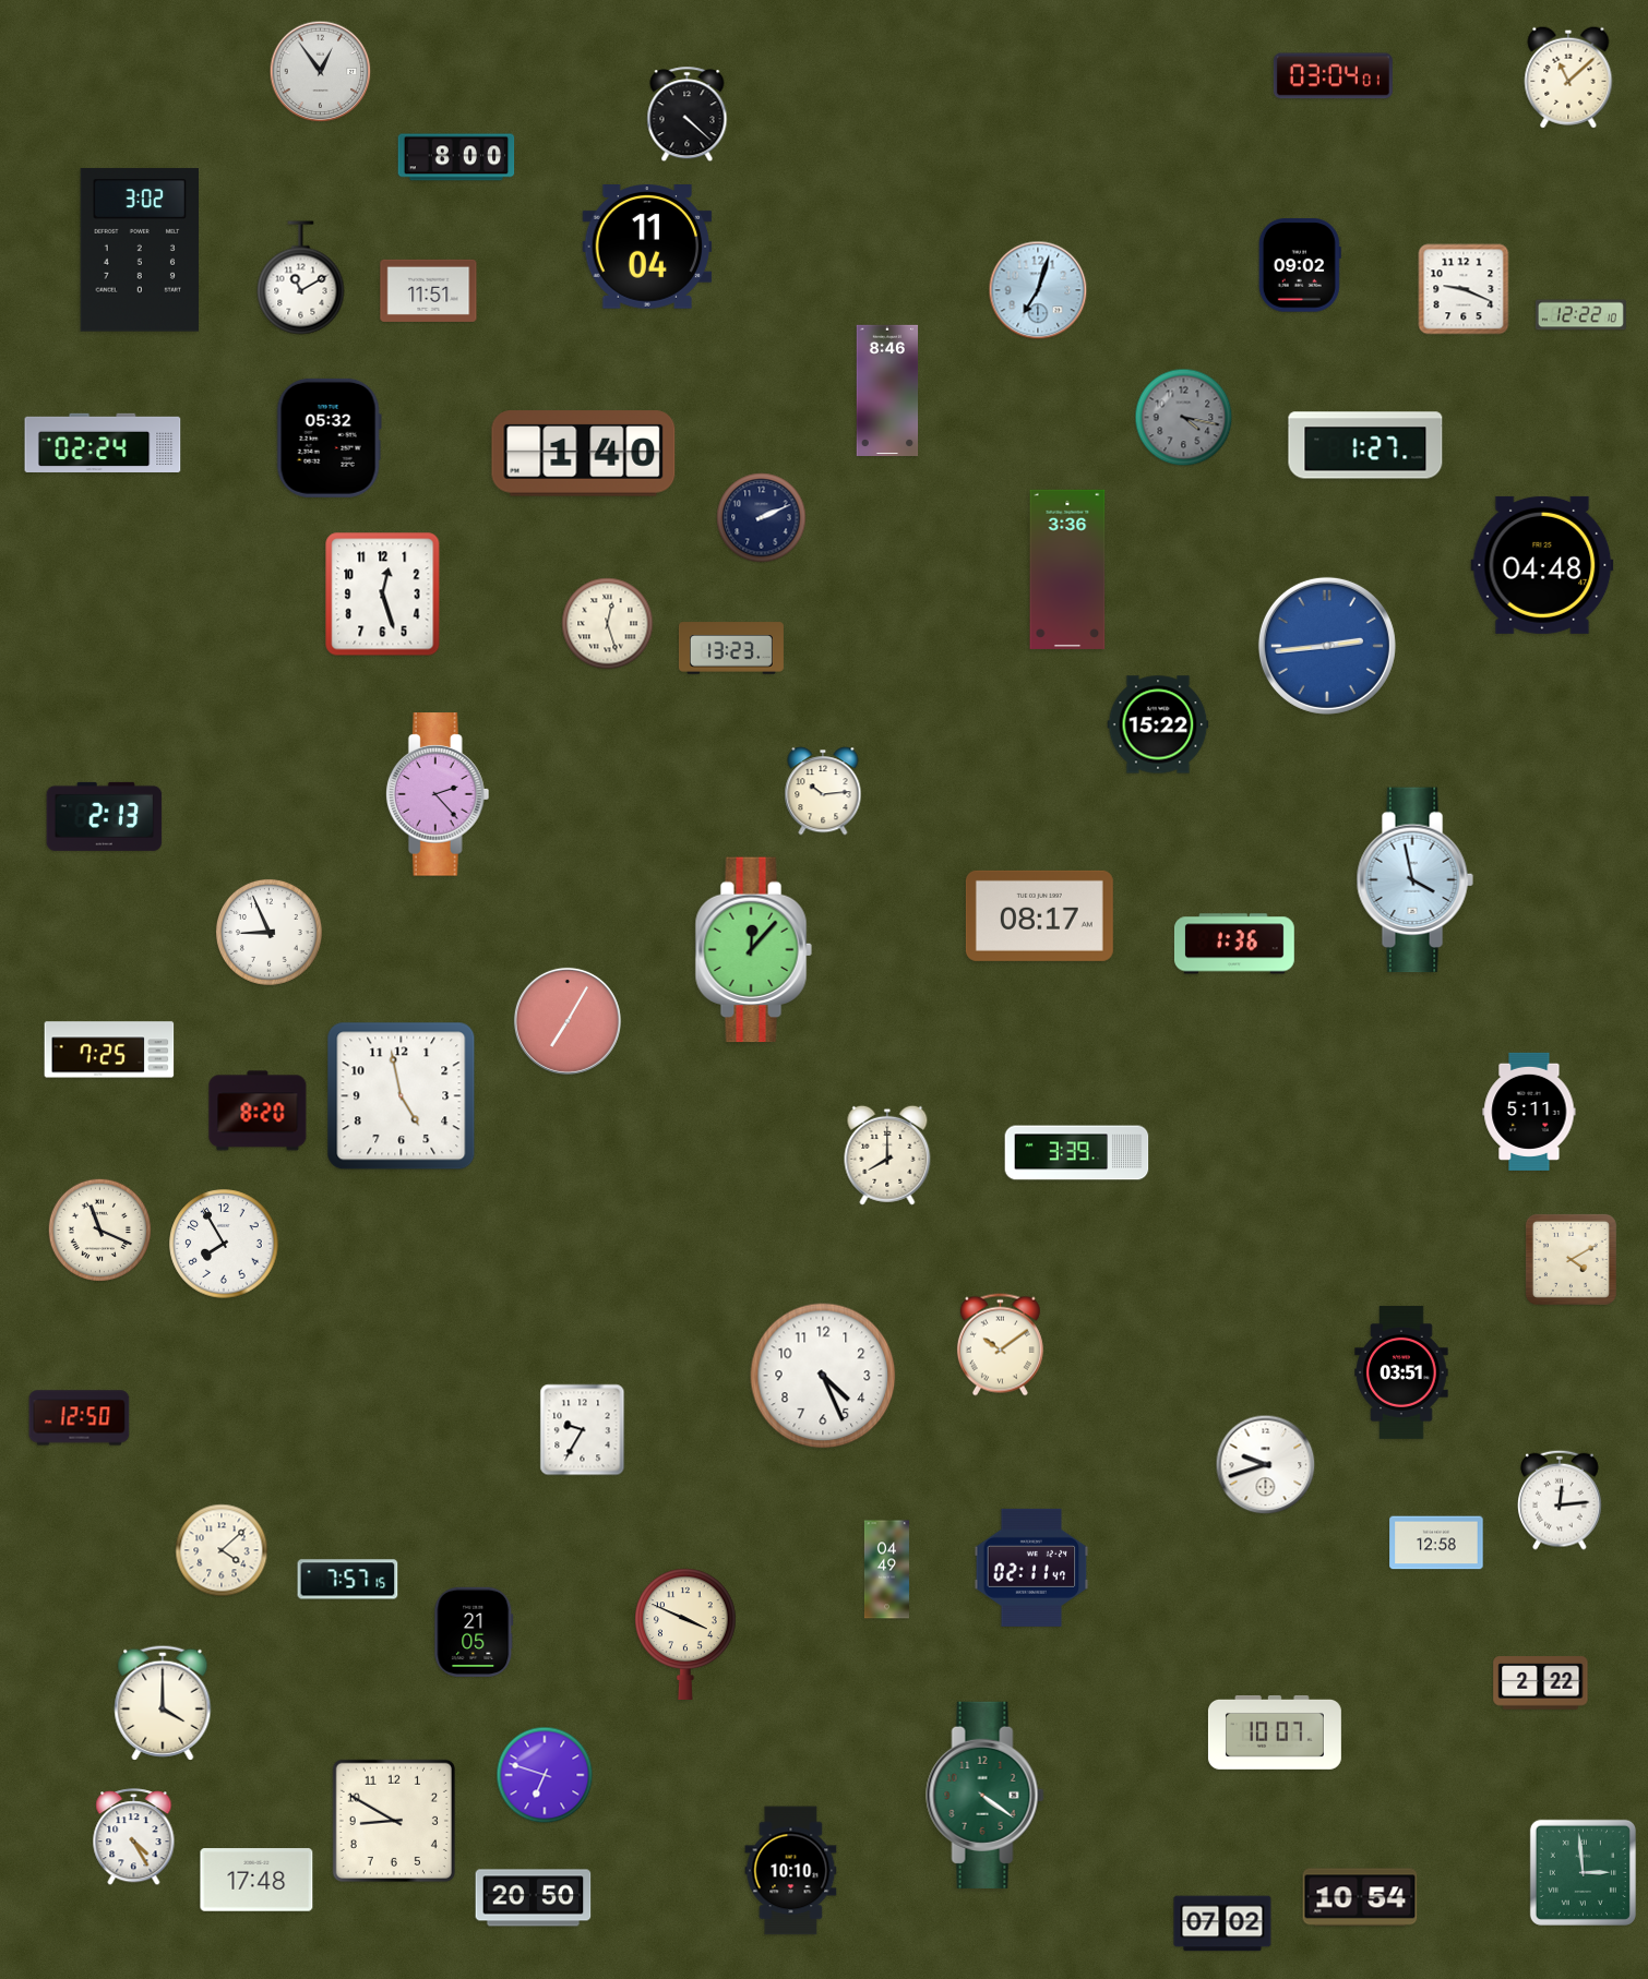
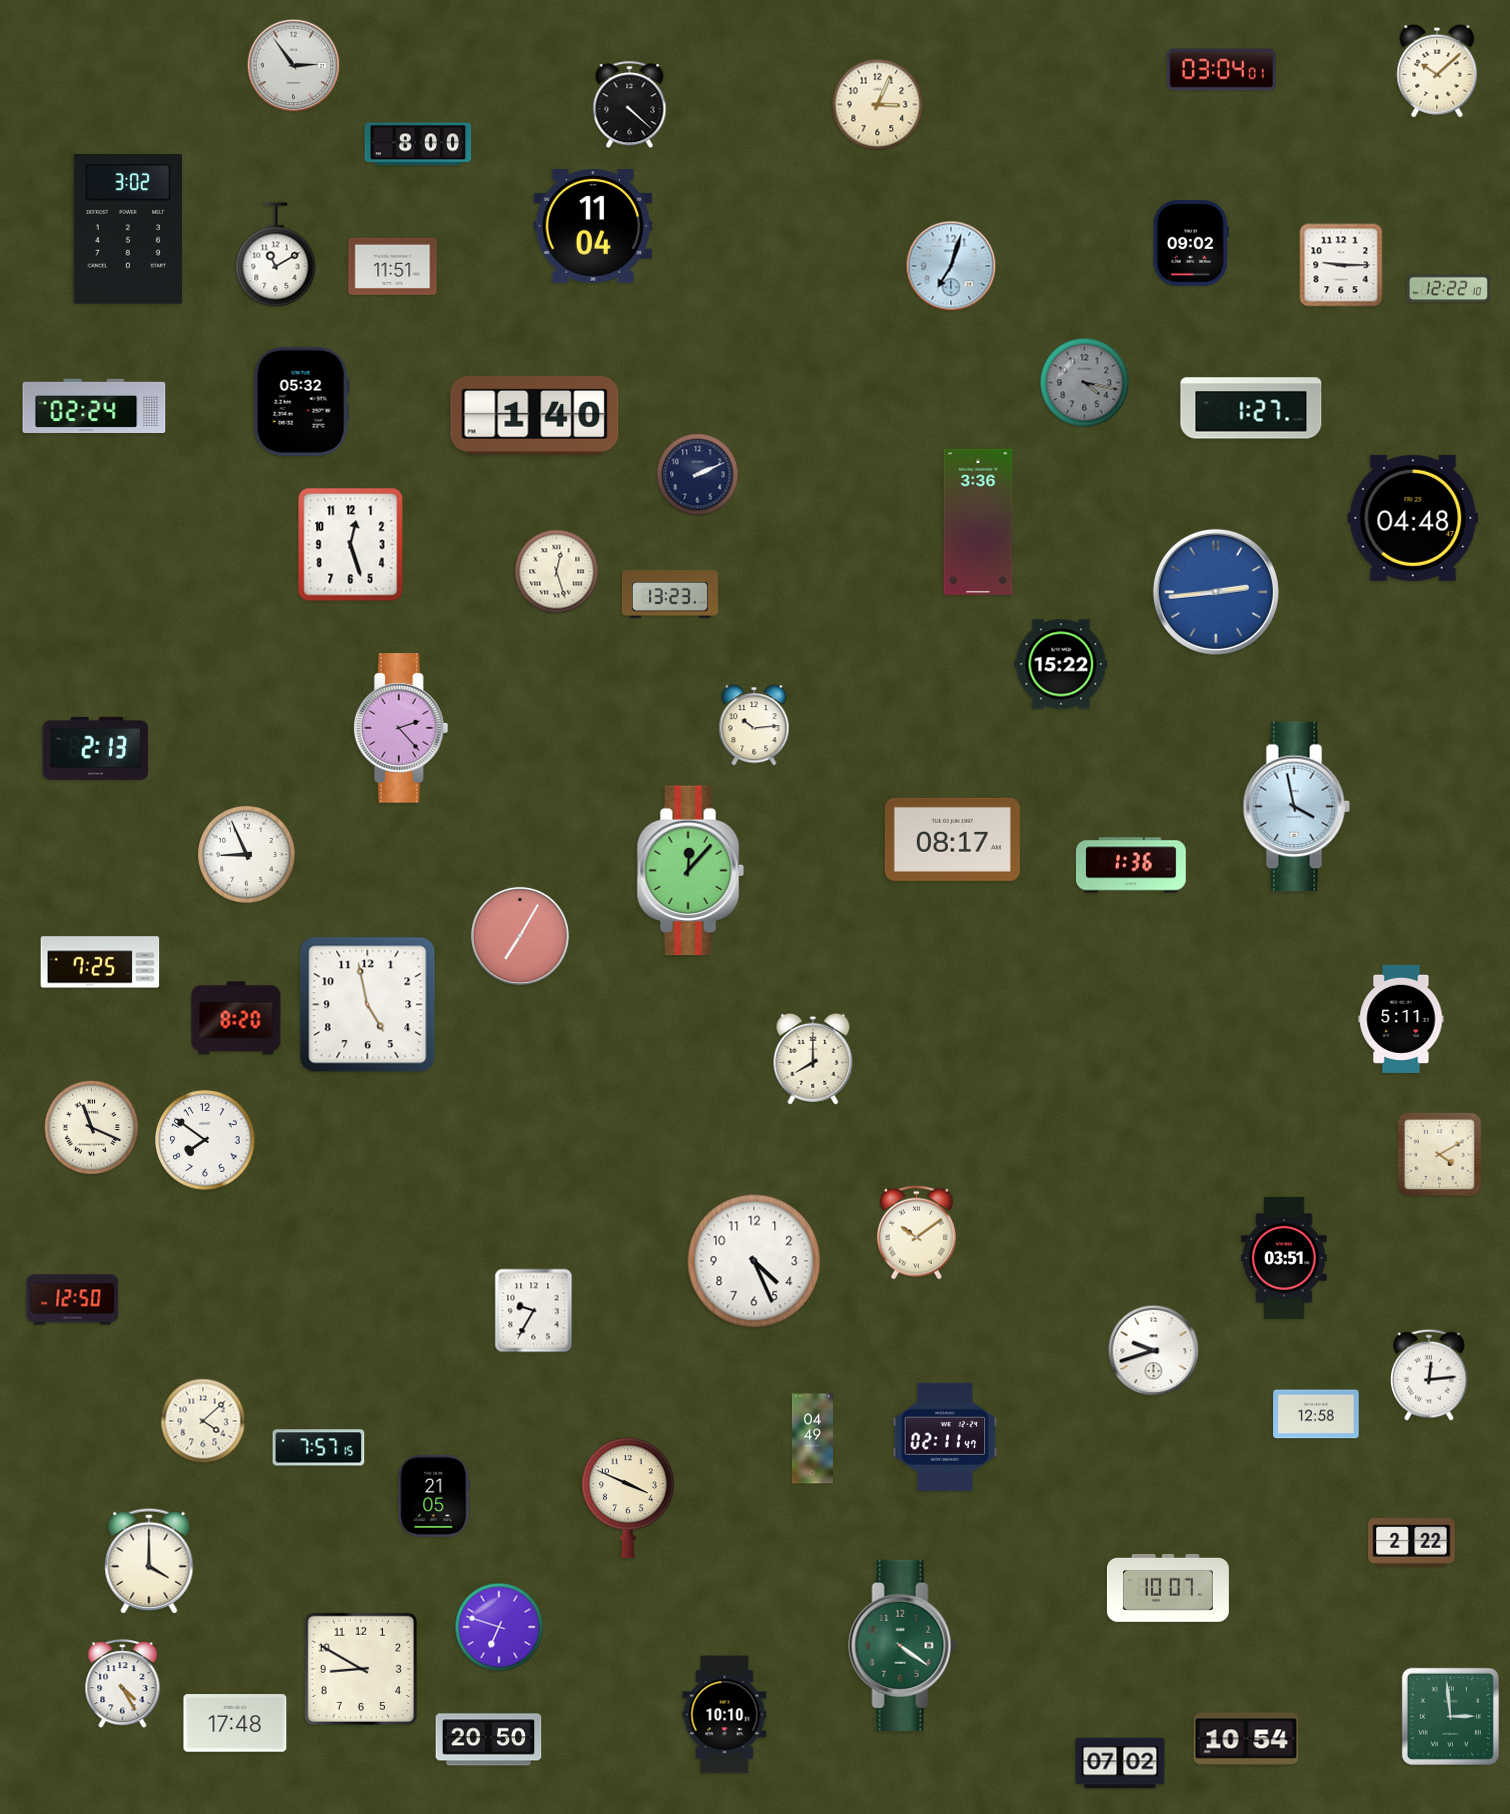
clock at (321, 72): 12:54 -> 2:54
clock at (1568, 77): 11:08 -> 10:08
clock at (878, 105): none -> 3:04
clock at (1464, 289): 9:19 -> 9:15
clock at (887, 389): 8:46 -> none
clock at (1077, 1153): 3:39 -> none
clock at (224, 1244): 7:55 -> 7:51
clock at (1266, 1465) position: (1266, 1465) -> (1154, 1351)
